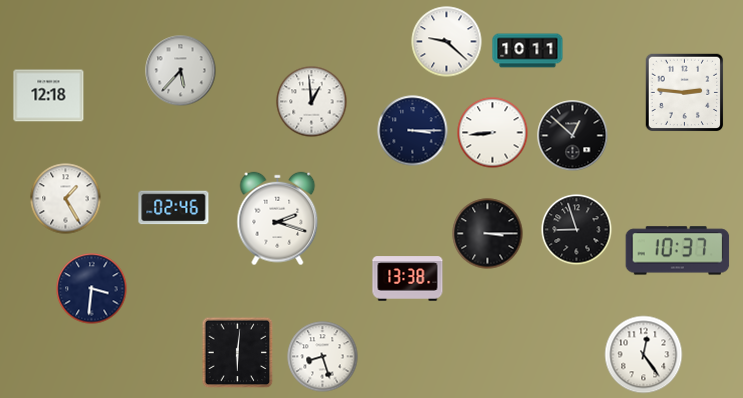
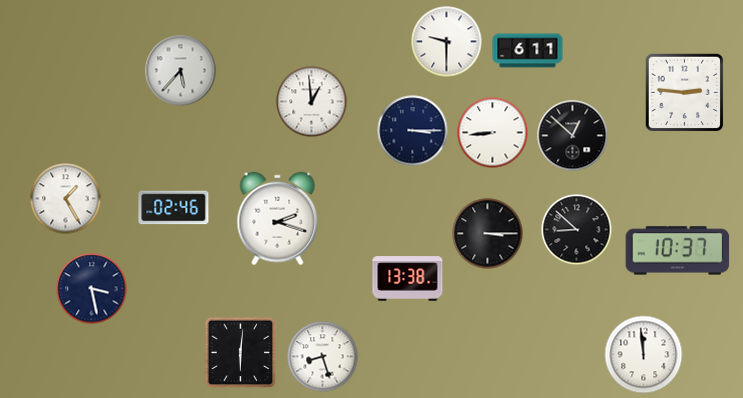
clock at (447, 42): 9:22 -> 9:30
clock at (528, 51): 10:11 -> 6:11
clock at (49, 96): 12:18 -> none
clock at (577, 230): 8:57 -> 8:52
clock at (92, 289): 3:31 -> 3:28
clock at (238, 353) position: (238, 353) -> (241, 353)
clock at (644, 355): 12:24 -> 11:59
